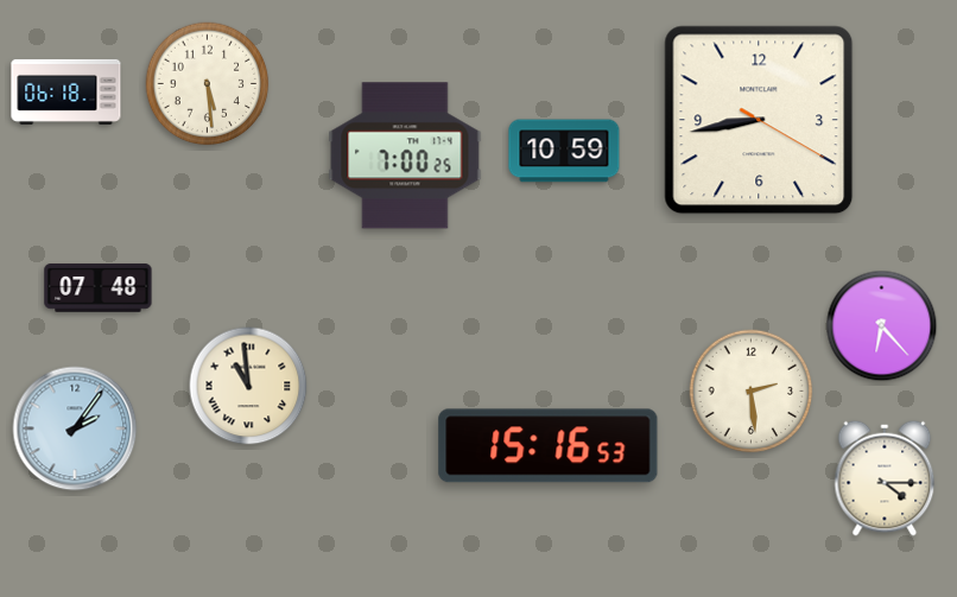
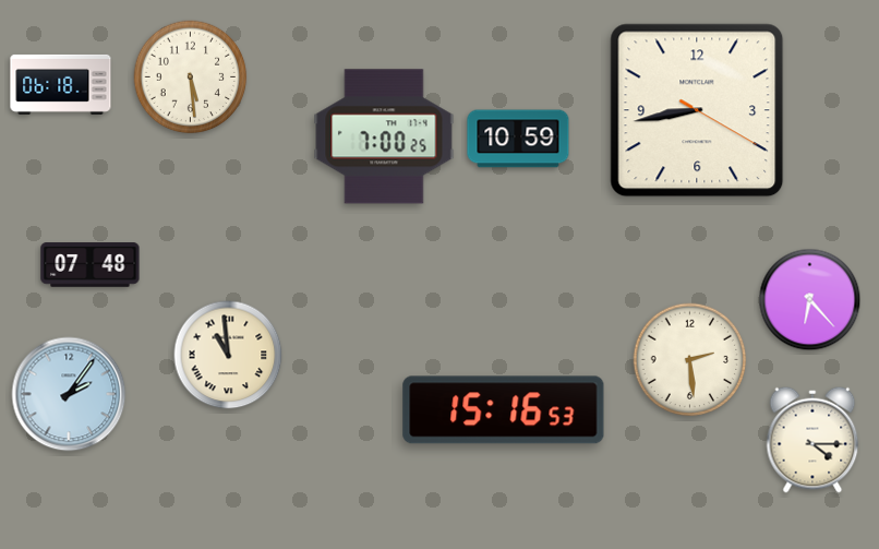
clock at (405, 155) position: (405, 155) -> (384, 136)
